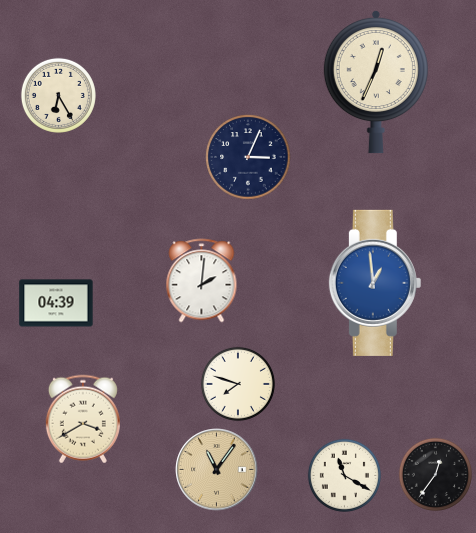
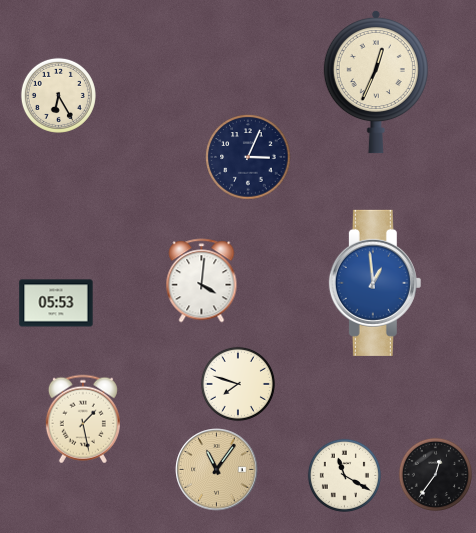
clock at (202, 281): 2:01 -> 4:01
clock at (56, 303): 04:39 -> 05:53
clock at (83, 419): 3:40 -> 1:28
